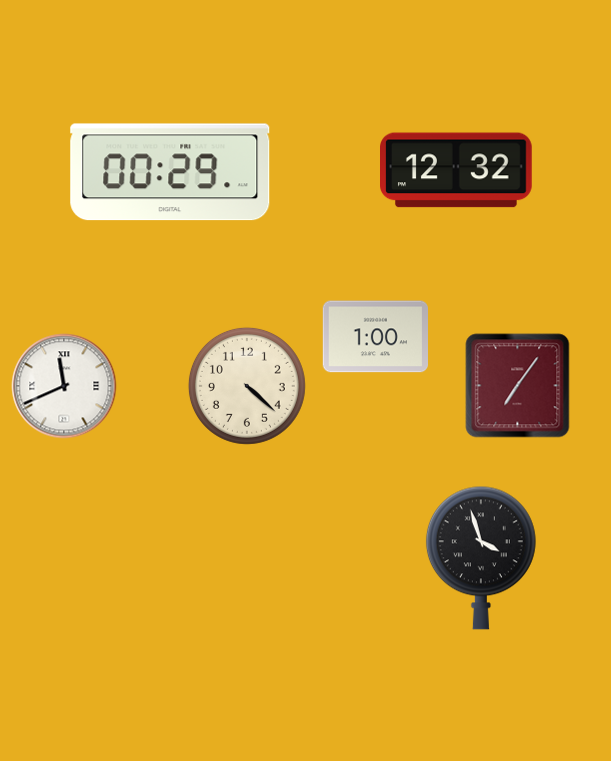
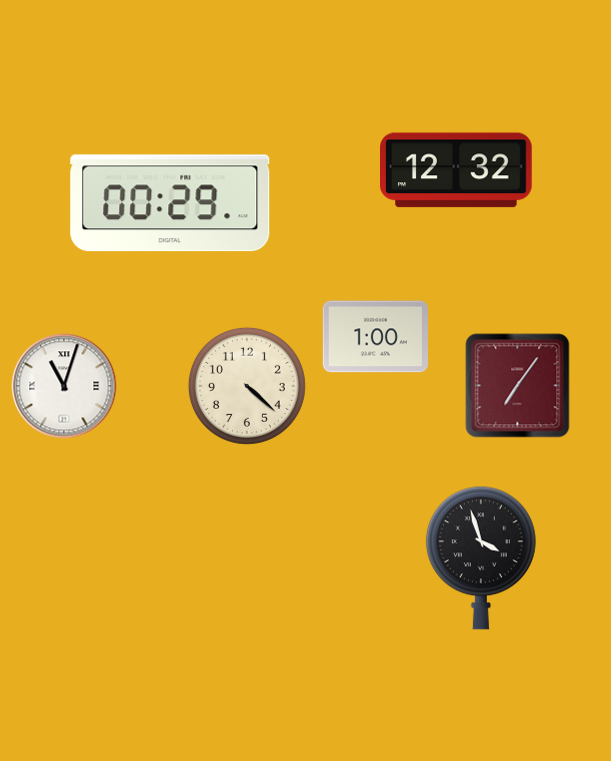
clock at (170, 172) position: (170, 172) -> (170, 203)
clock at (64, 386): 11:41 -> 11:03
